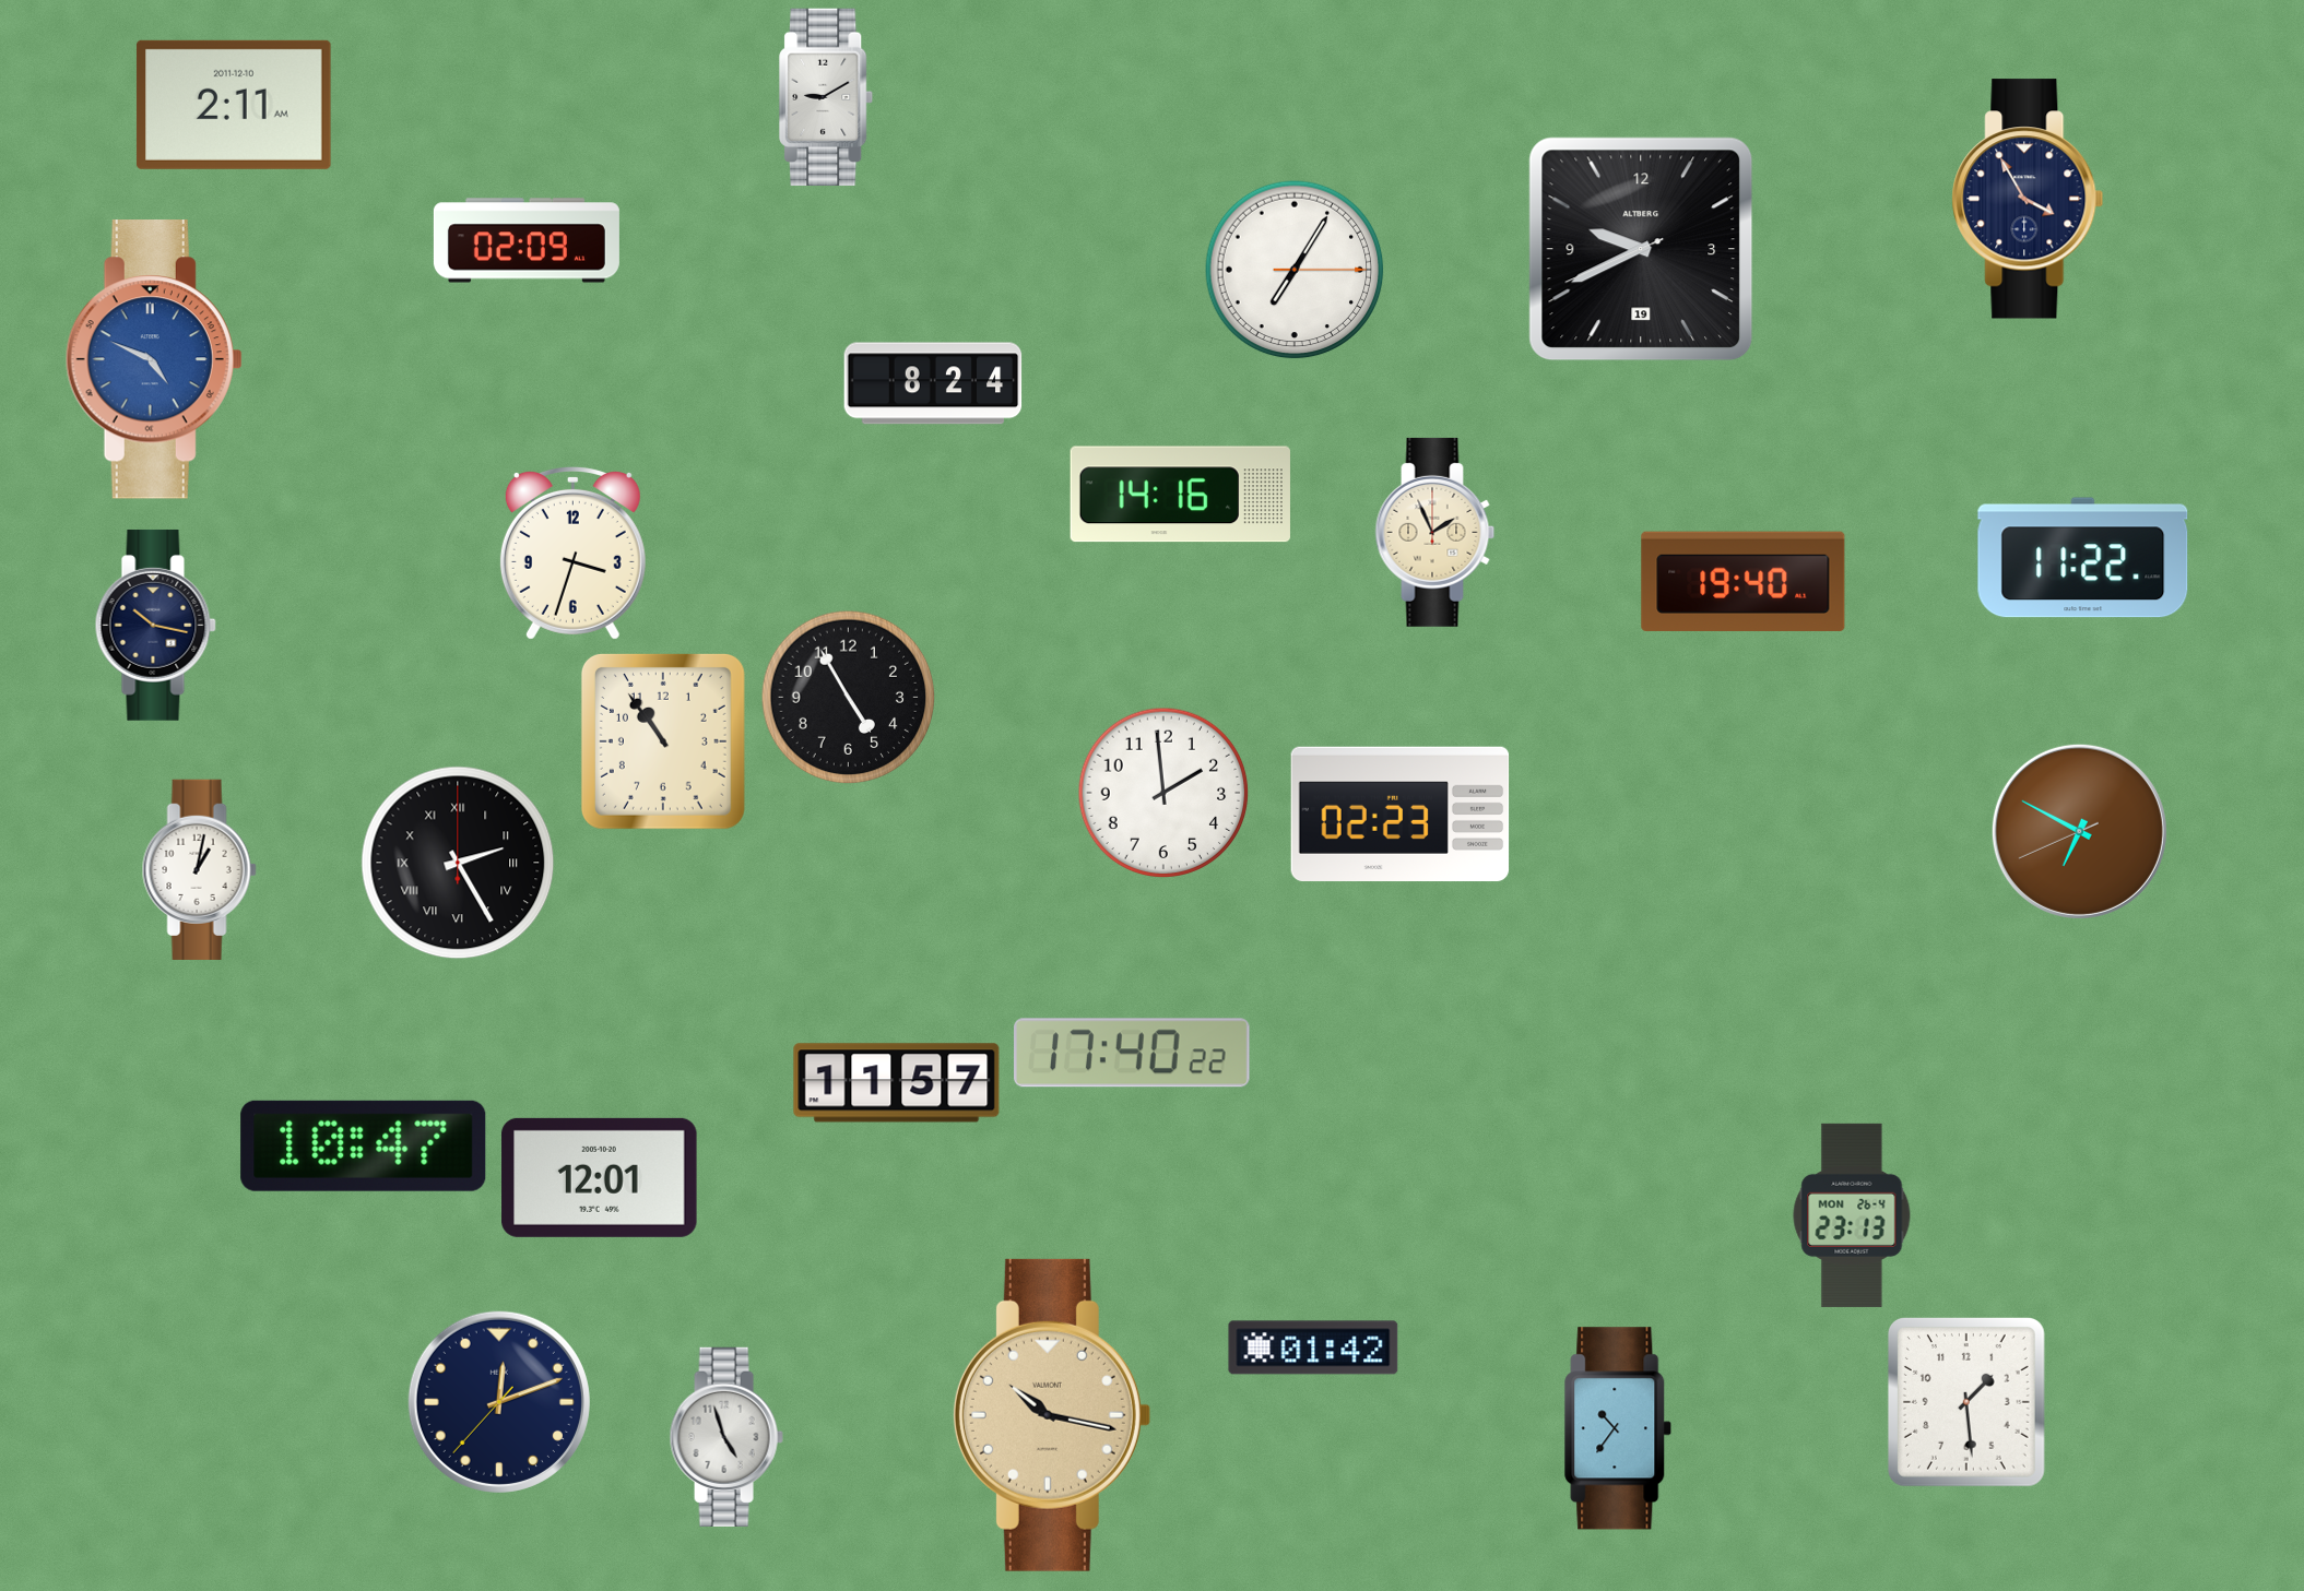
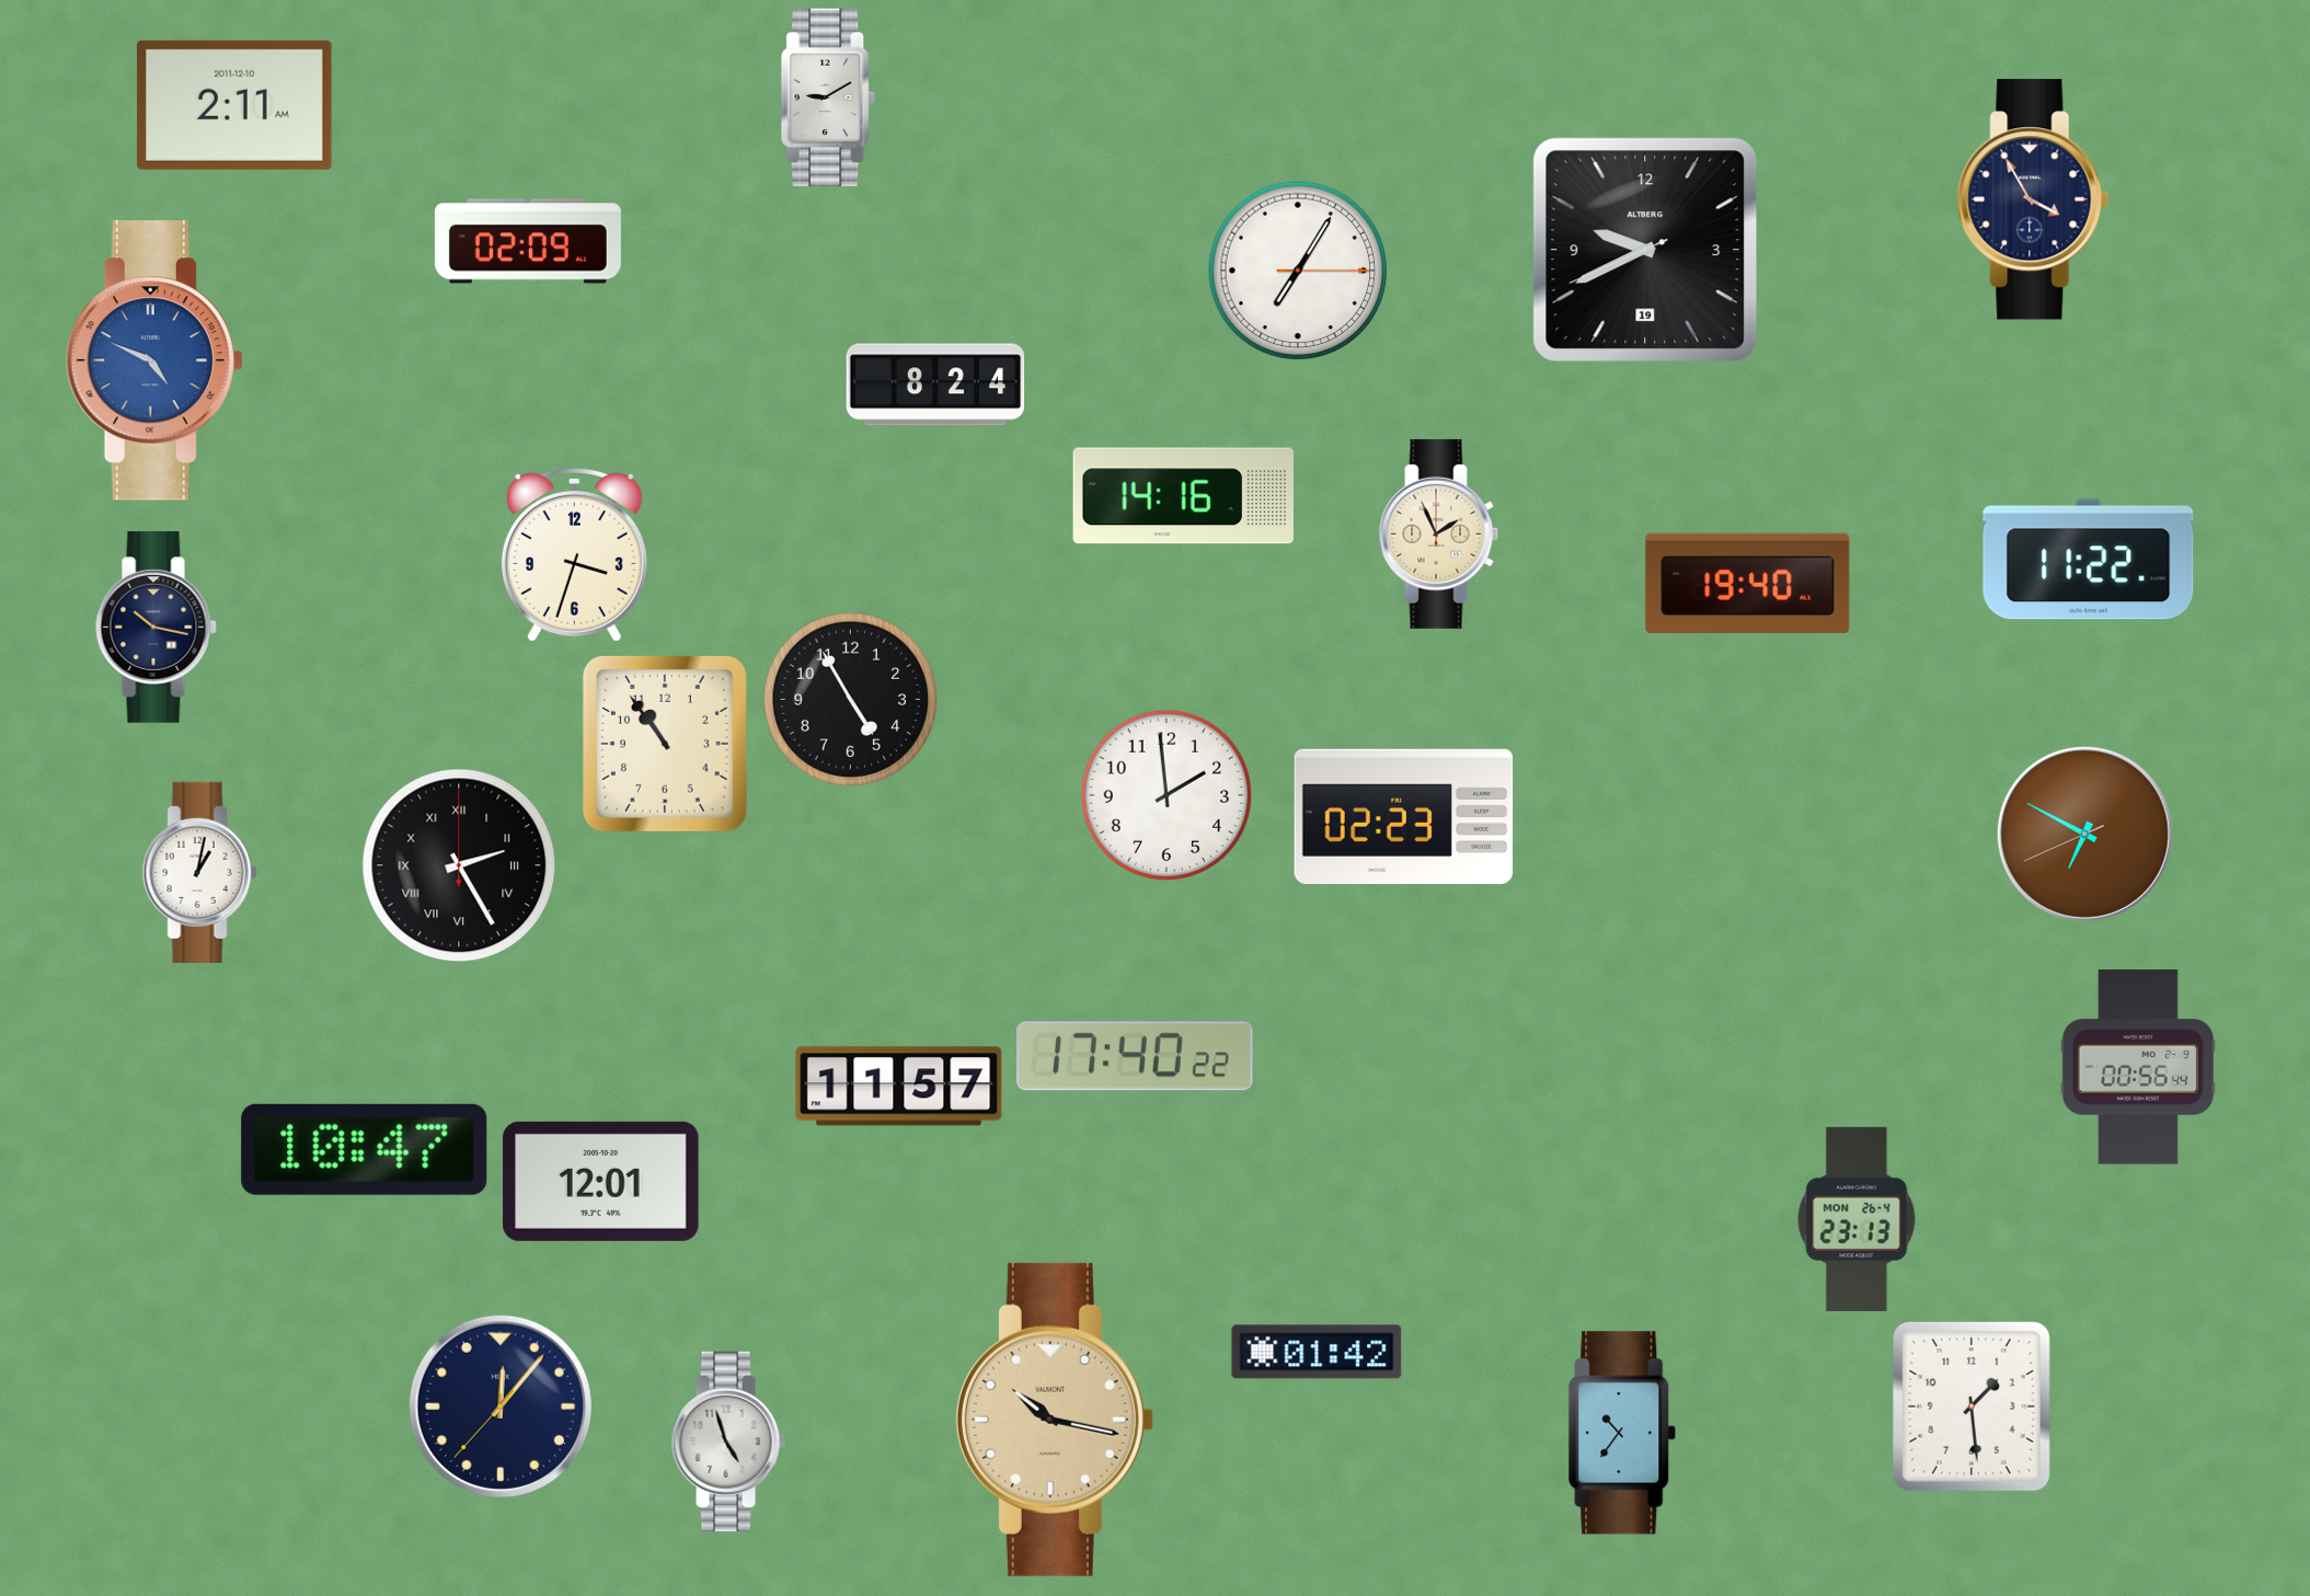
clock at (2138, 1067): none -> 00:56
clock at (499, 1402): 12:11 -> 12:06
